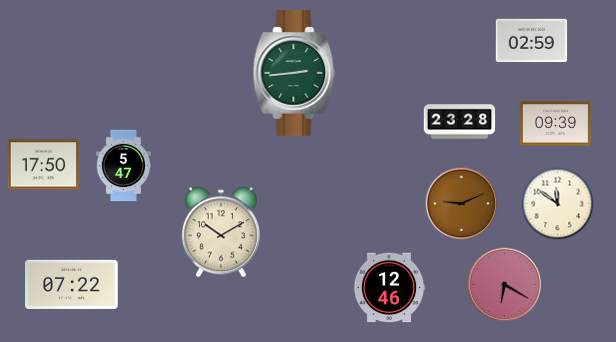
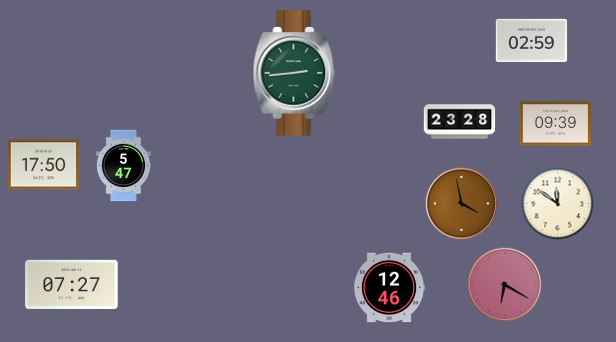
clock at (462, 204): 9:11 -> 3:58
clock at (221, 232): 10:10 -> none
clock at (72, 284): 07:22 -> 07:27
